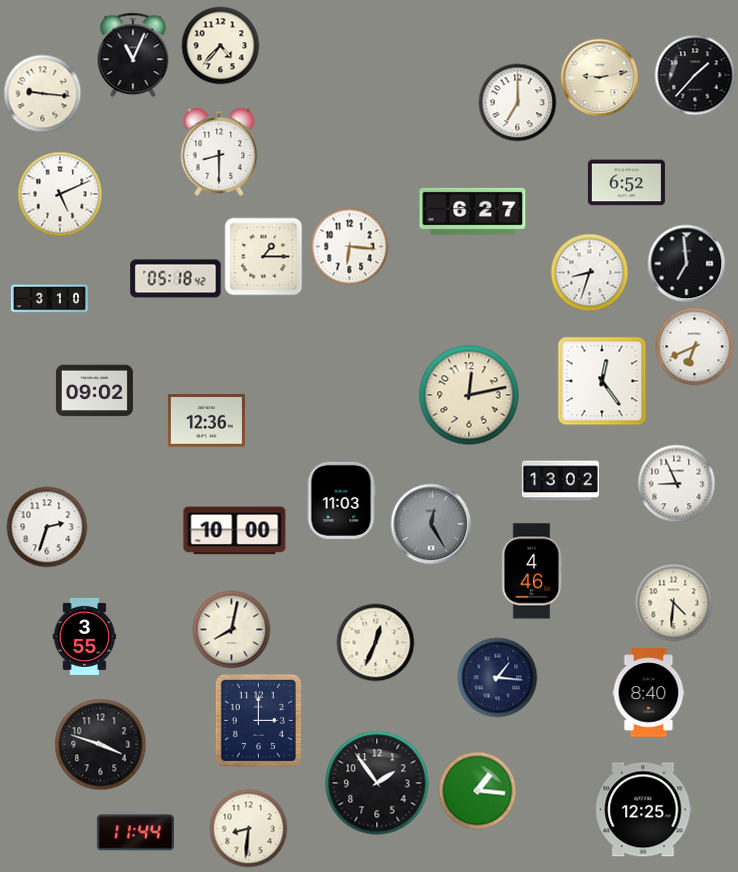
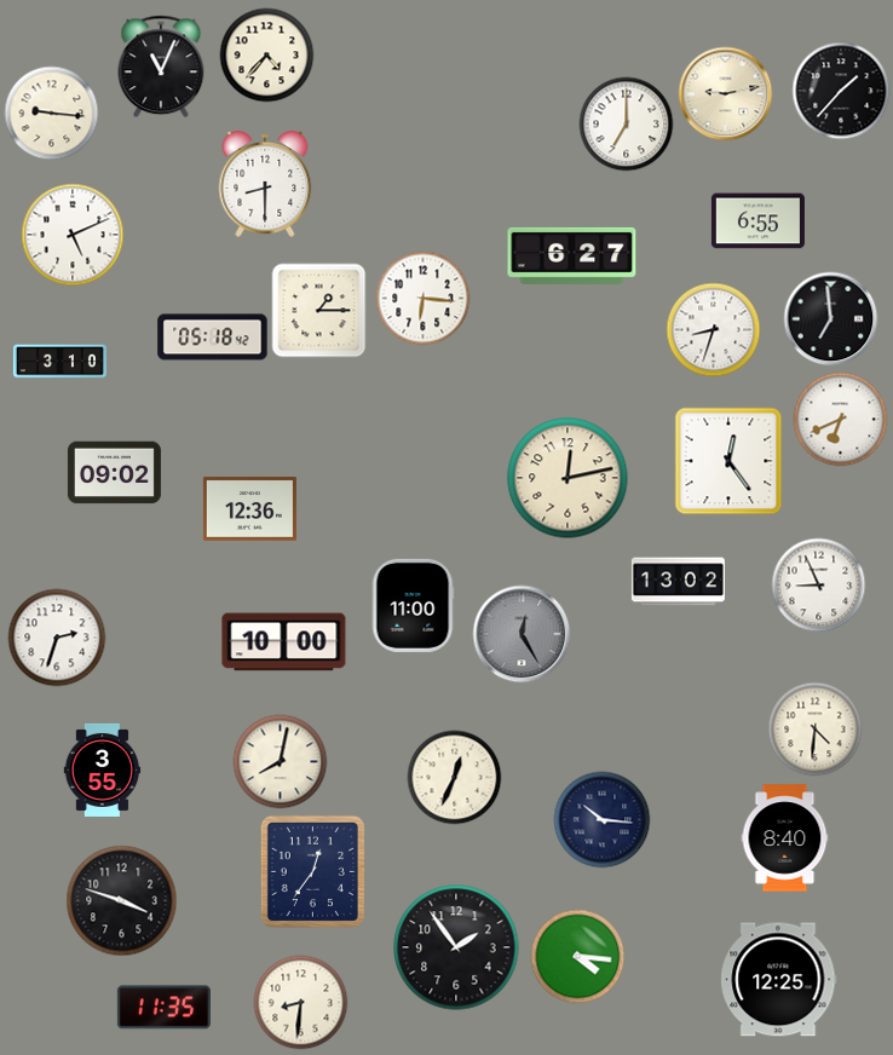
clock at (626, 183): 6:52 -> 6:55
clock at (341, 500): 11:03 -> 11:00
clock at (532, 571): 4:46 -> none
clock at (497, 677): 1:16 -> 10:16
clock at (258, 720): 3:00 -> 12:36
clock at (477, 790): 1:16 -> 4:16
clock at (135, 833): 11:44 -> 11:35
